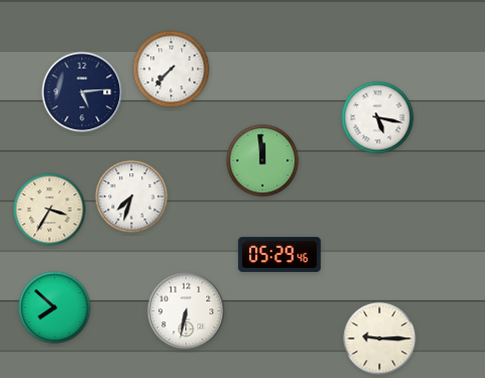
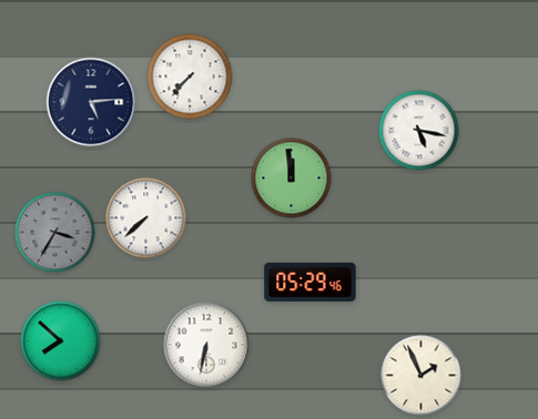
clock at (132, 197): 7:33 -> 7:38
clock at (50, 210) dial: cream -> grey
clock at (380, 339): 9:15 -> 1:56
